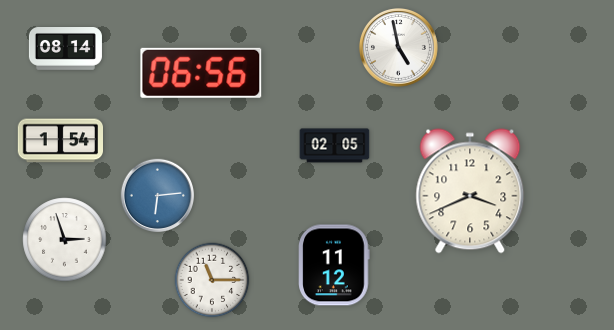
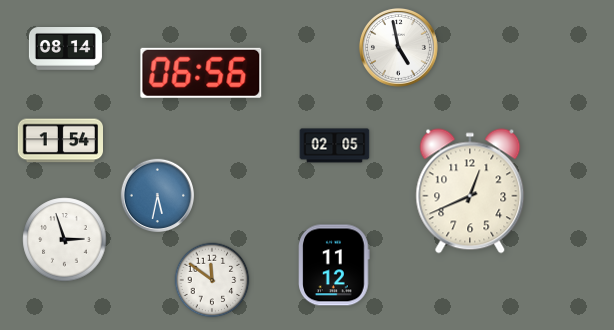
clock at (470, 191): 3:41 -> 12:41
clock at (158, 196): 6:14 -> 5:32
clock at (212, 280): 11:15 -> 11:51
